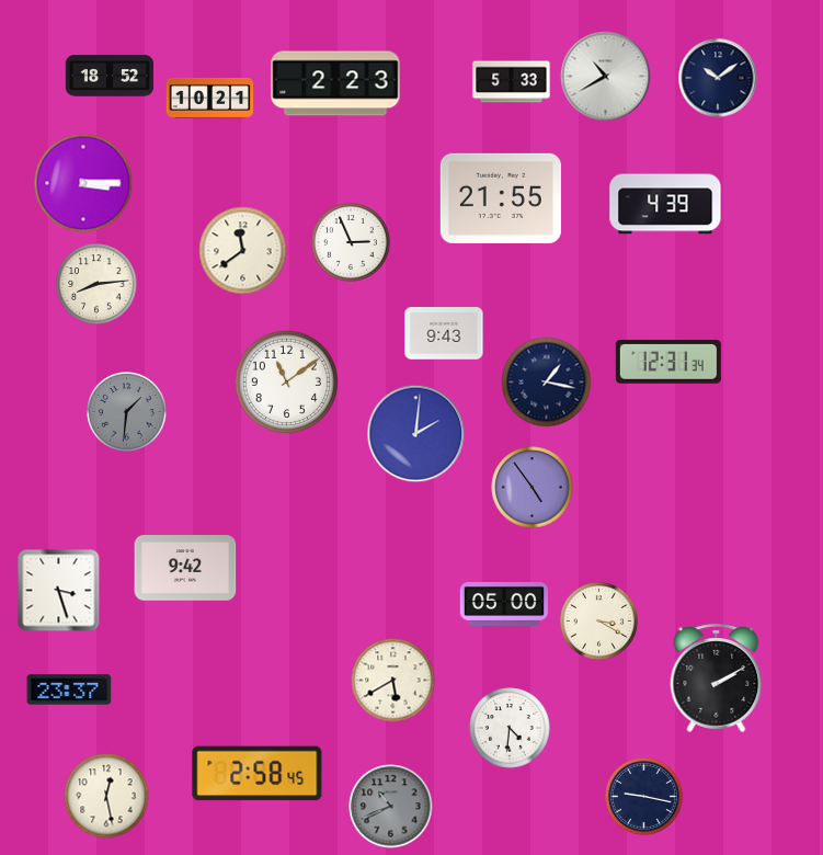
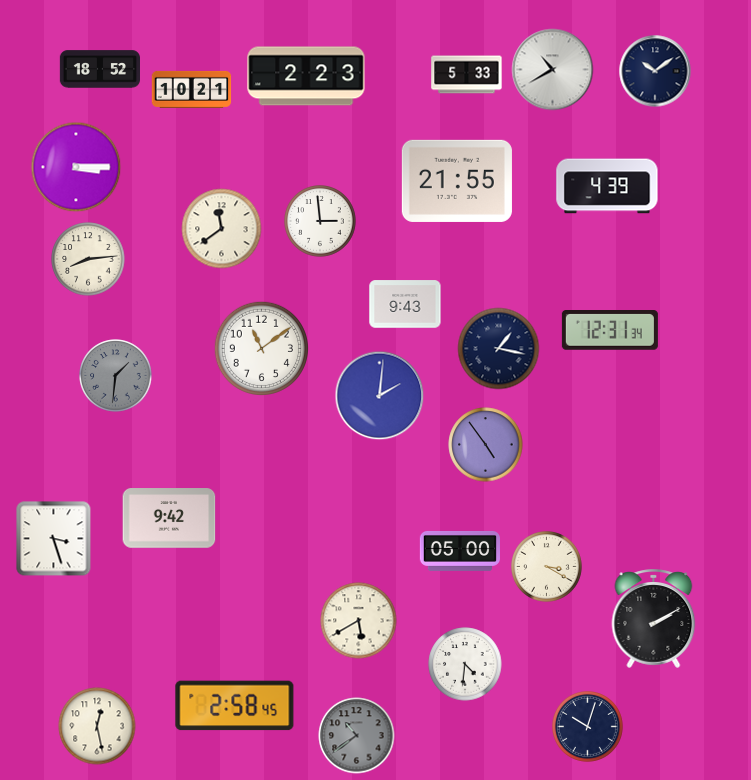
clock at (351, 242): 2:56 -> 2:59
clock at (69, 689): 23:37 -> none
clock at (644, 797): 9:17 -> 10:03
clock at (391, 807): 10:41 -> 10:39
